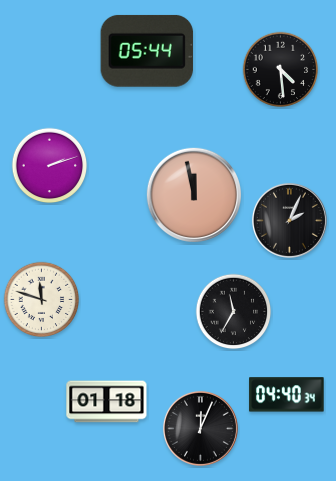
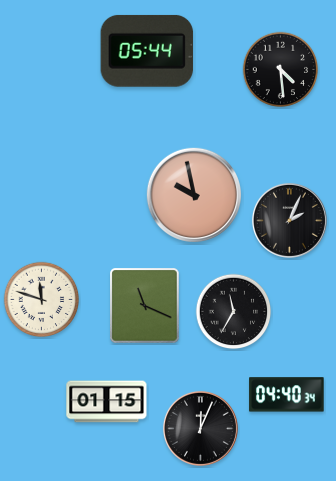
clock at (50, 166): 2:12 -> none
clock at (193, 194): 11:58 -> 9:58
clock at (145, 306): none -> 11:19
clock at (107, 402): 01:18 -> 01:15
